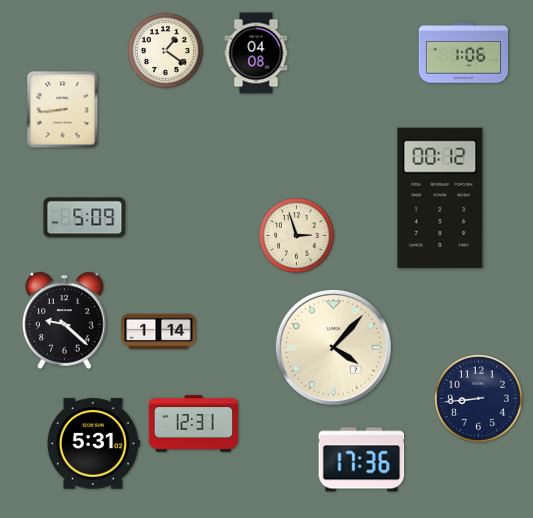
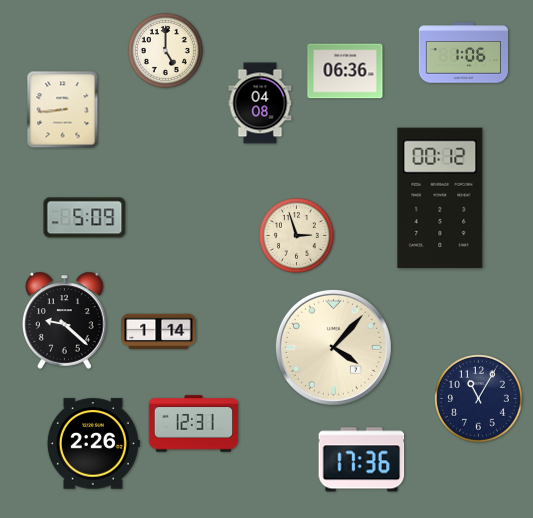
clock at (165, 50): 1:21 -> 5:00
clock at (256, 53) position: (256, 53) -> (260, 103)
clock at (345, 71): none -> 06:36
clock at (479, 399): 8:44 -> 11:05
clock at (93, 444): 5:31 -> 2:26
